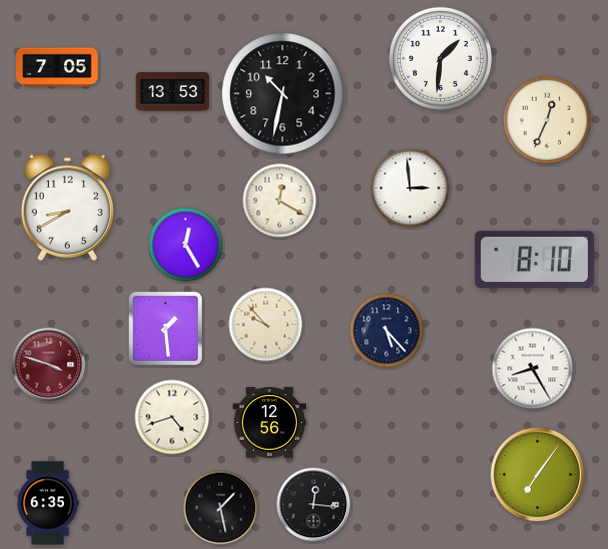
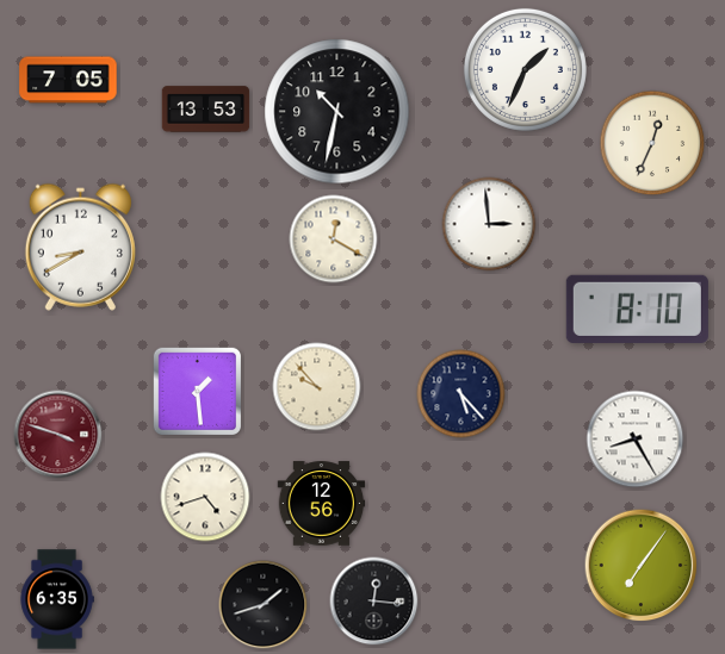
clock at (440, 58): 1:31 -> 1:34
clock at (186, 245): 12:25 -> none
clock at (221, 508): 1:28 -> 1:42
